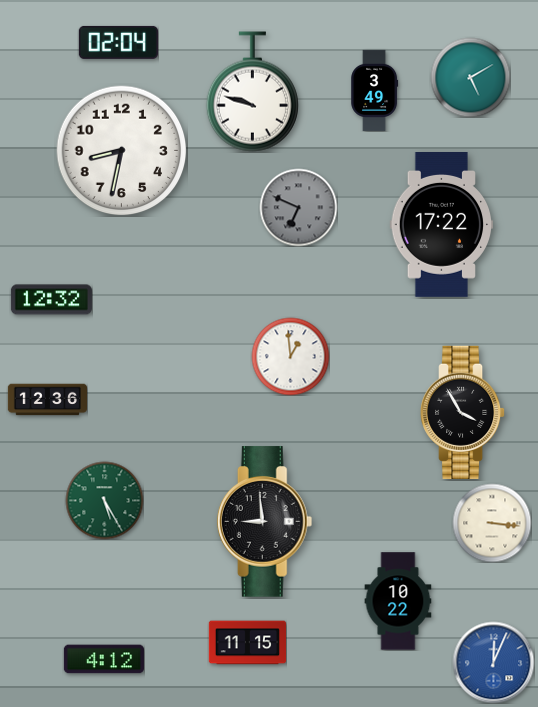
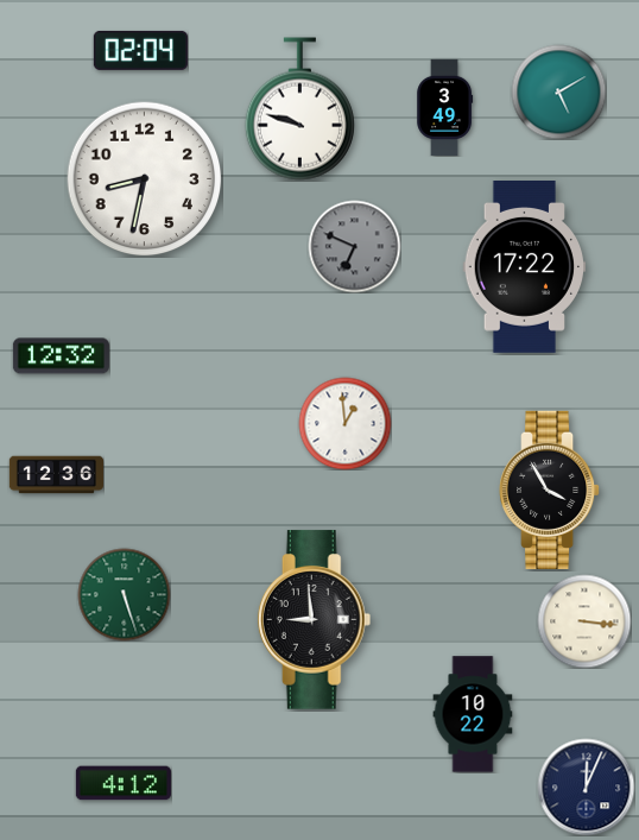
clock at (104, 500): 5:25 -> 5:27
clock at (247, 643): 11:15 -> none
clock at (493, 662) dial: blue -> navy
